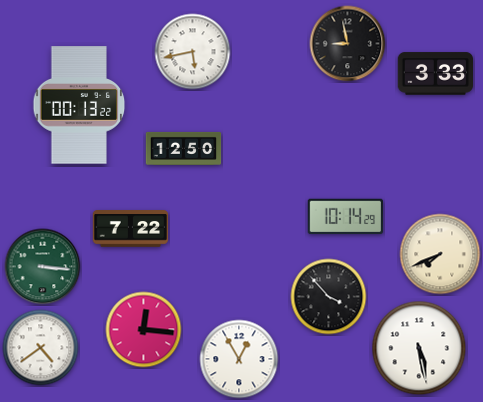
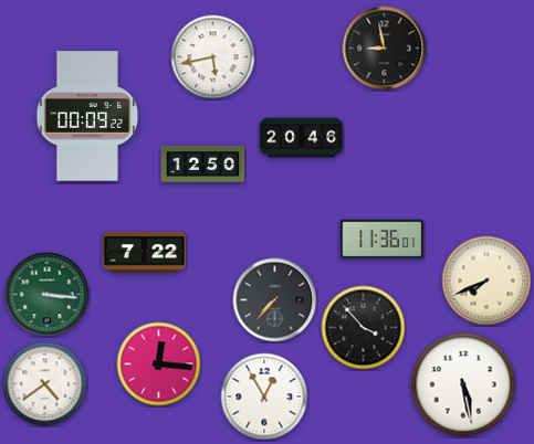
clock at (436, 74): 3:33 -> none
clock at (79, 105): 00:13 -> 00:09
clock at (302, 138): none -> 20:46
clock at (346, 217): 10:14 -> 11:36
clock at (275, 300): none -> 7:37
